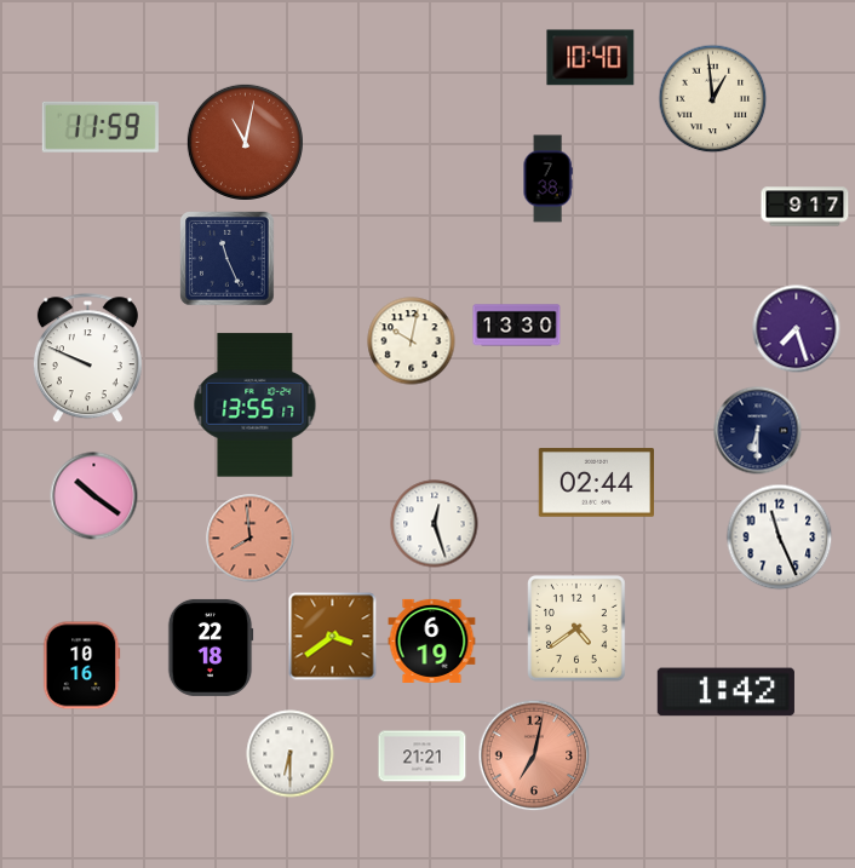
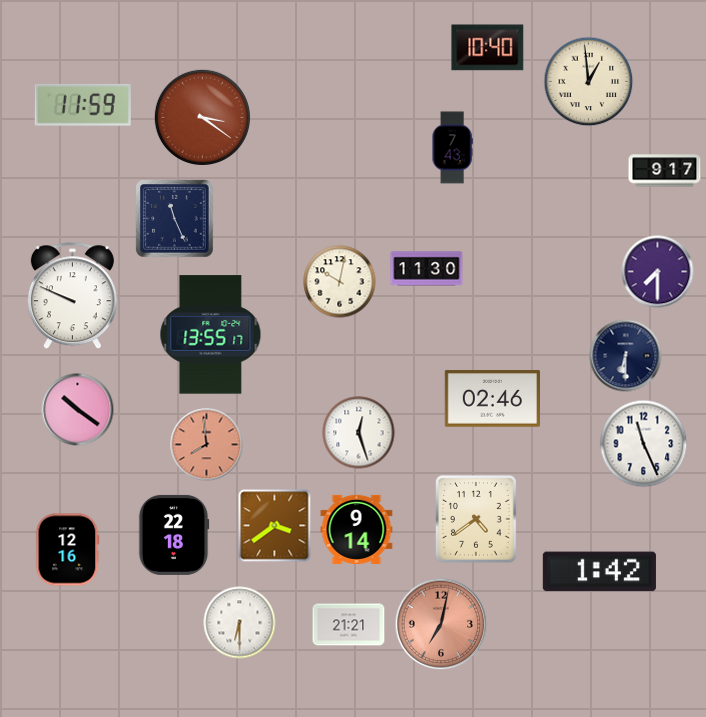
clock at (245, 142): 11:02 -> 3:21
clock at (547, 179): 7:38 -> 7:43
clock at (228, 259) position: (228, 259) -> (175, 219)
clock at (517, 326): 13:30 -> 11:30
clock at (797, 329): 7:27 -> 7:30
clock at (596, 483): 02:44 -> 02:46
clock at (432, 640): 6:19 -> 9:14
clock at (82, 666): 10:16 -> 12:16
